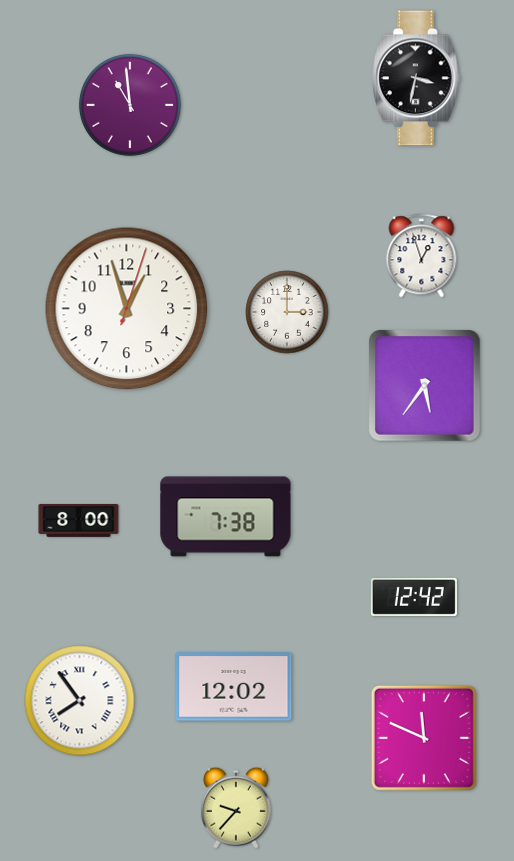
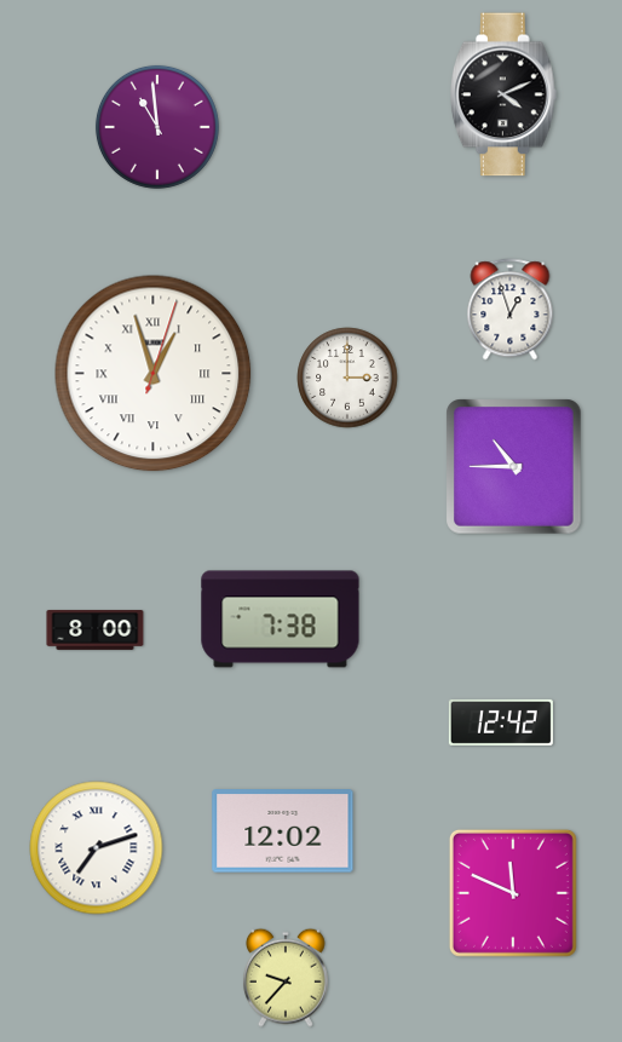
clock at (416, 78): 3:32 -> 4:11
clock at (127, 309) numerals: Arabic -> Roman
clock at (425, 386): 5:36 -> 10:45
clock at (226, 517) position: (226, 517) -> (281, 620)
clock at (80, 701): 7:54 -> 7:12
